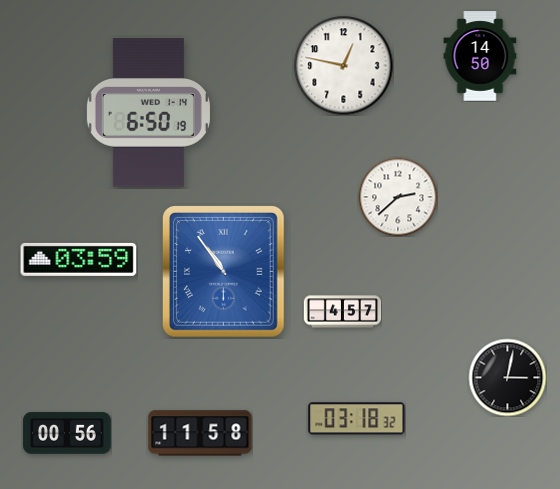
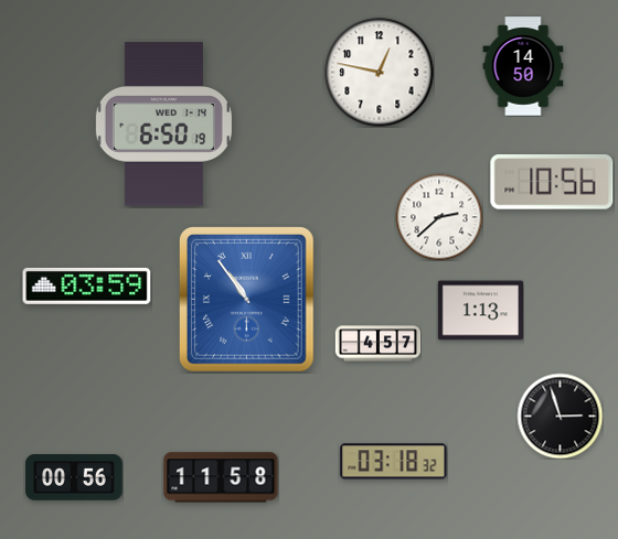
clock at (480, 56) position: (480, 56) -> (523, 66)
clock at (552, 182): none -> 10:56
clock at (480, 311): none -> 1:13
clock at (507, 377): 3:02 -> 2:57
